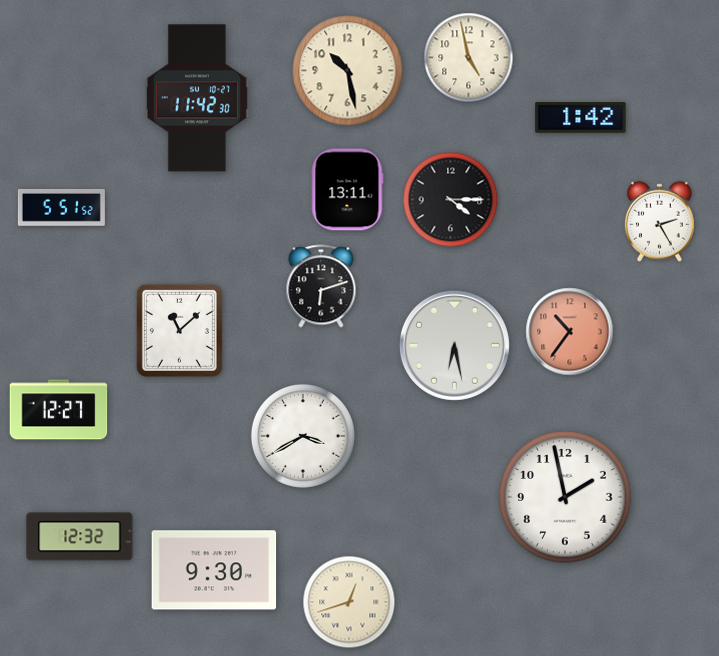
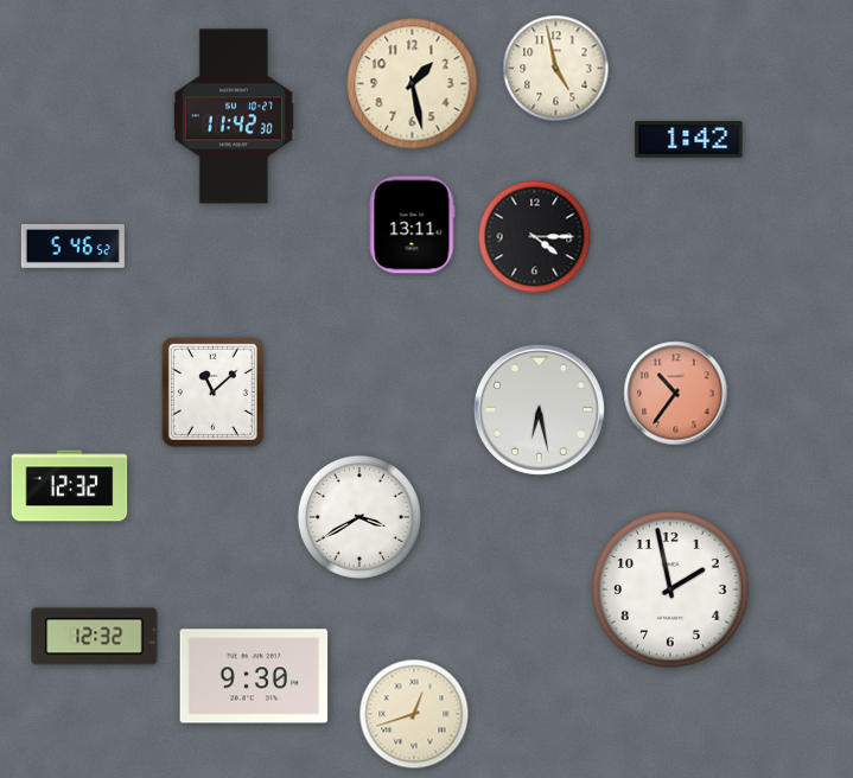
clock at (348, 71): 10:28 -> 1:28
clock at (61, 207): 5:51 -> 5:46
clock at (659, 221): 2:25 -> none
clock at (321, 286): 6:12 -> none
clock at (59, 410): 12:27 -> 12:32
